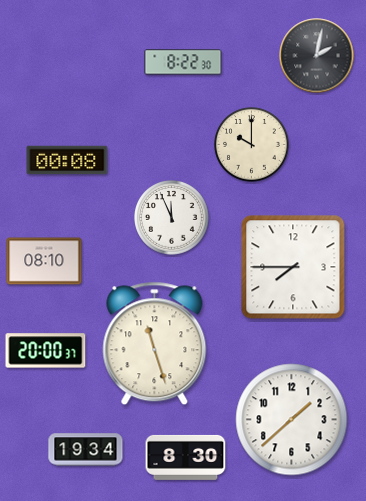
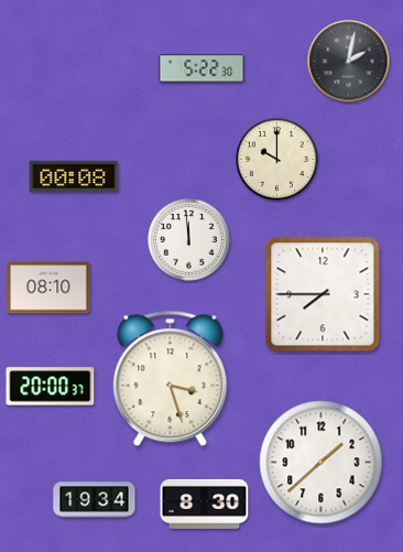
clock at (183, 62): 8:22 -> 5:22
clock at (172, 218): 11:56 -> 11:59
clock at (155, 344): 11:27 -> 3:27
clock at (86, 450) position: (86, 450) -> (95, 500)
